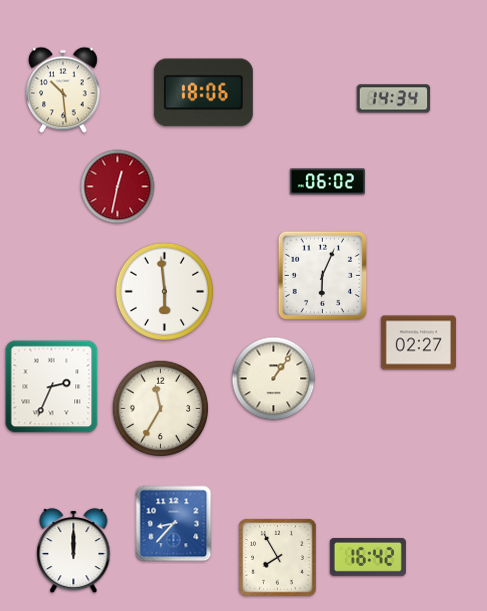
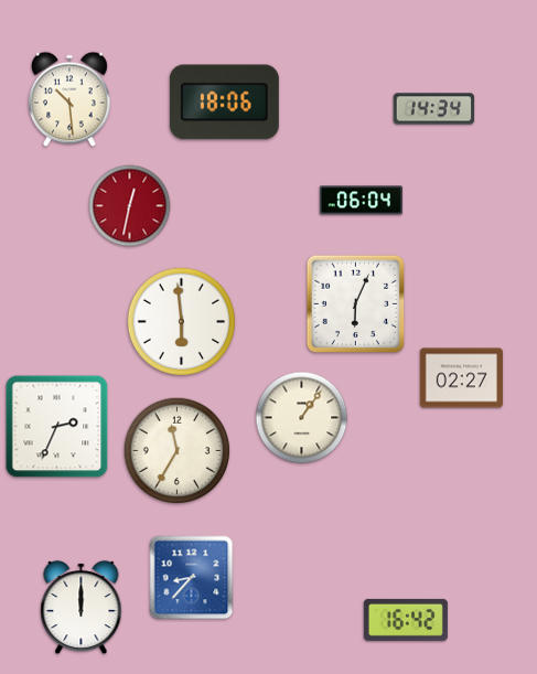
clock at (327, 182): 06:02 -> 06:04
clock at (368, 557) position: (368, 557) -> (406, 620)
clock at (278, 558): 7:55 -> none
